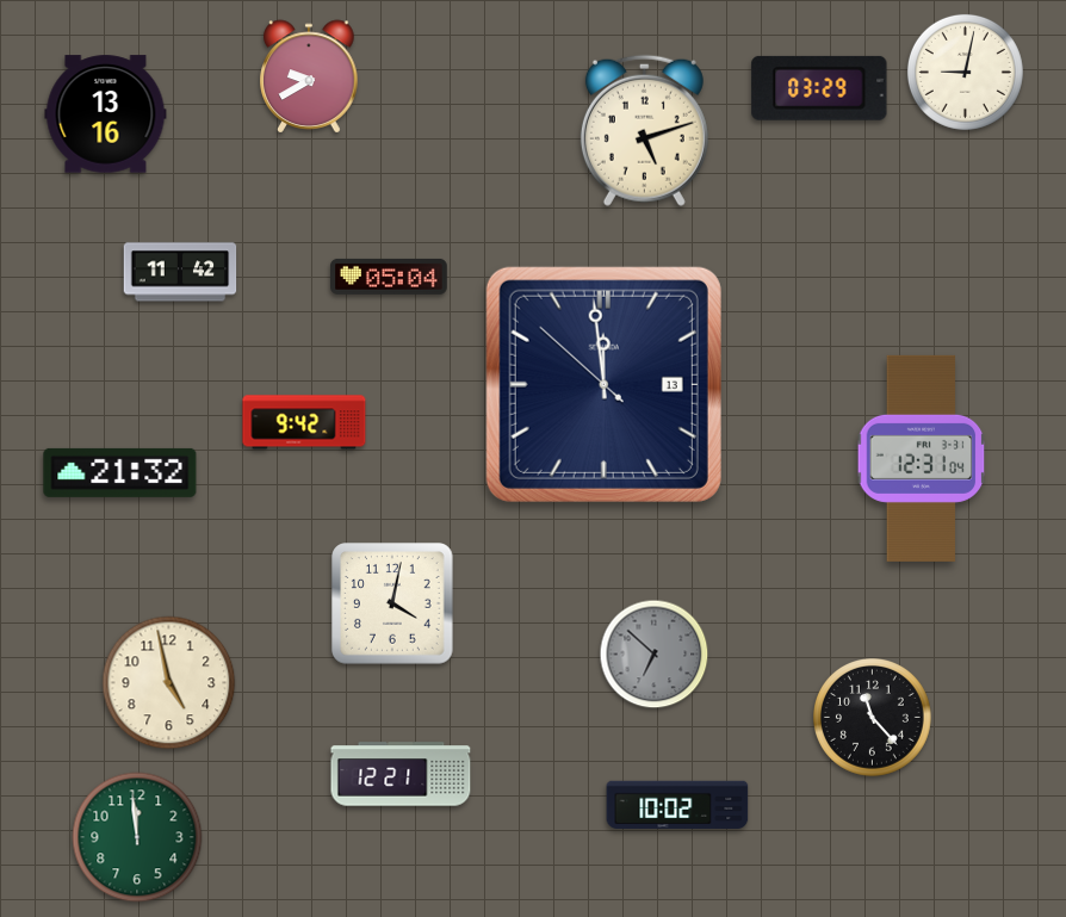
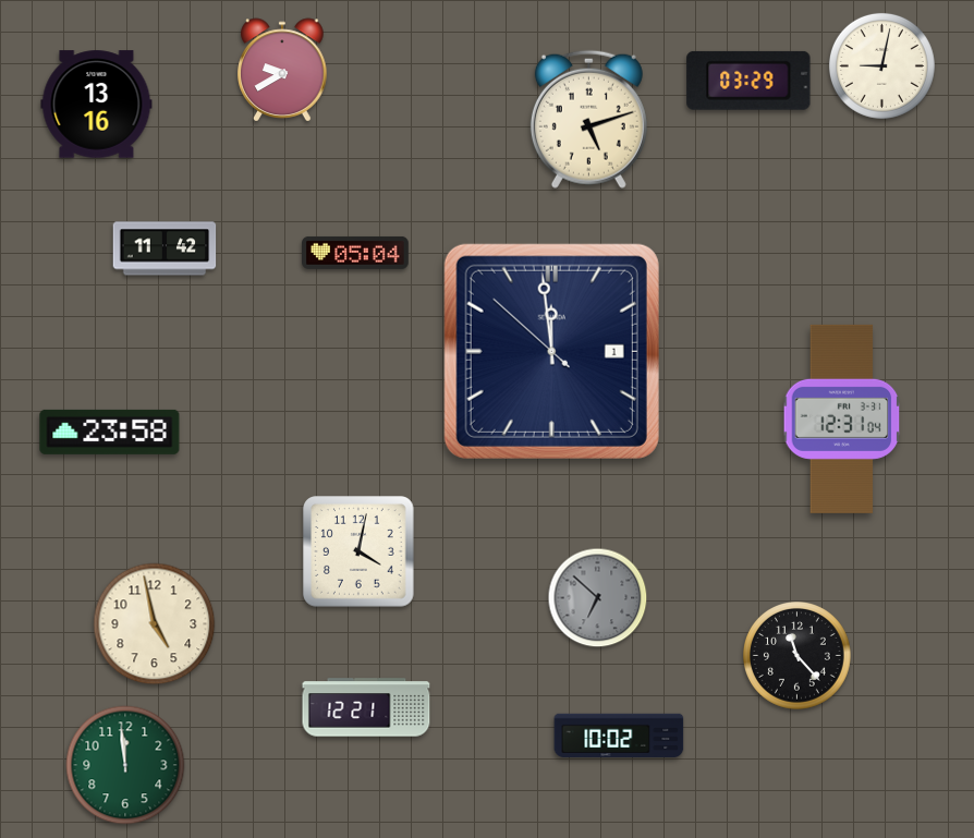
clock at (603, 384) date: 13 -> 1
clock at (304, 422): 9:42 -> none
clock at (120, 472): 21:32 -> 23:58
